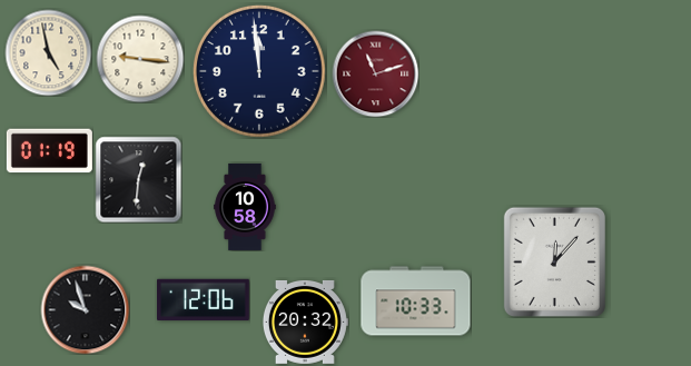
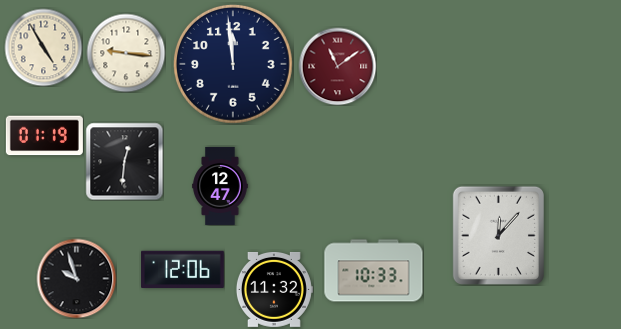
clock at (48, 52): 4:58 -> 4:55
clock at (375, 73): 11:12 -> 11:09
clock at (245, 207): 10:58 -> 12:47
clock at (305, 322): 20:32 -> 11:32
